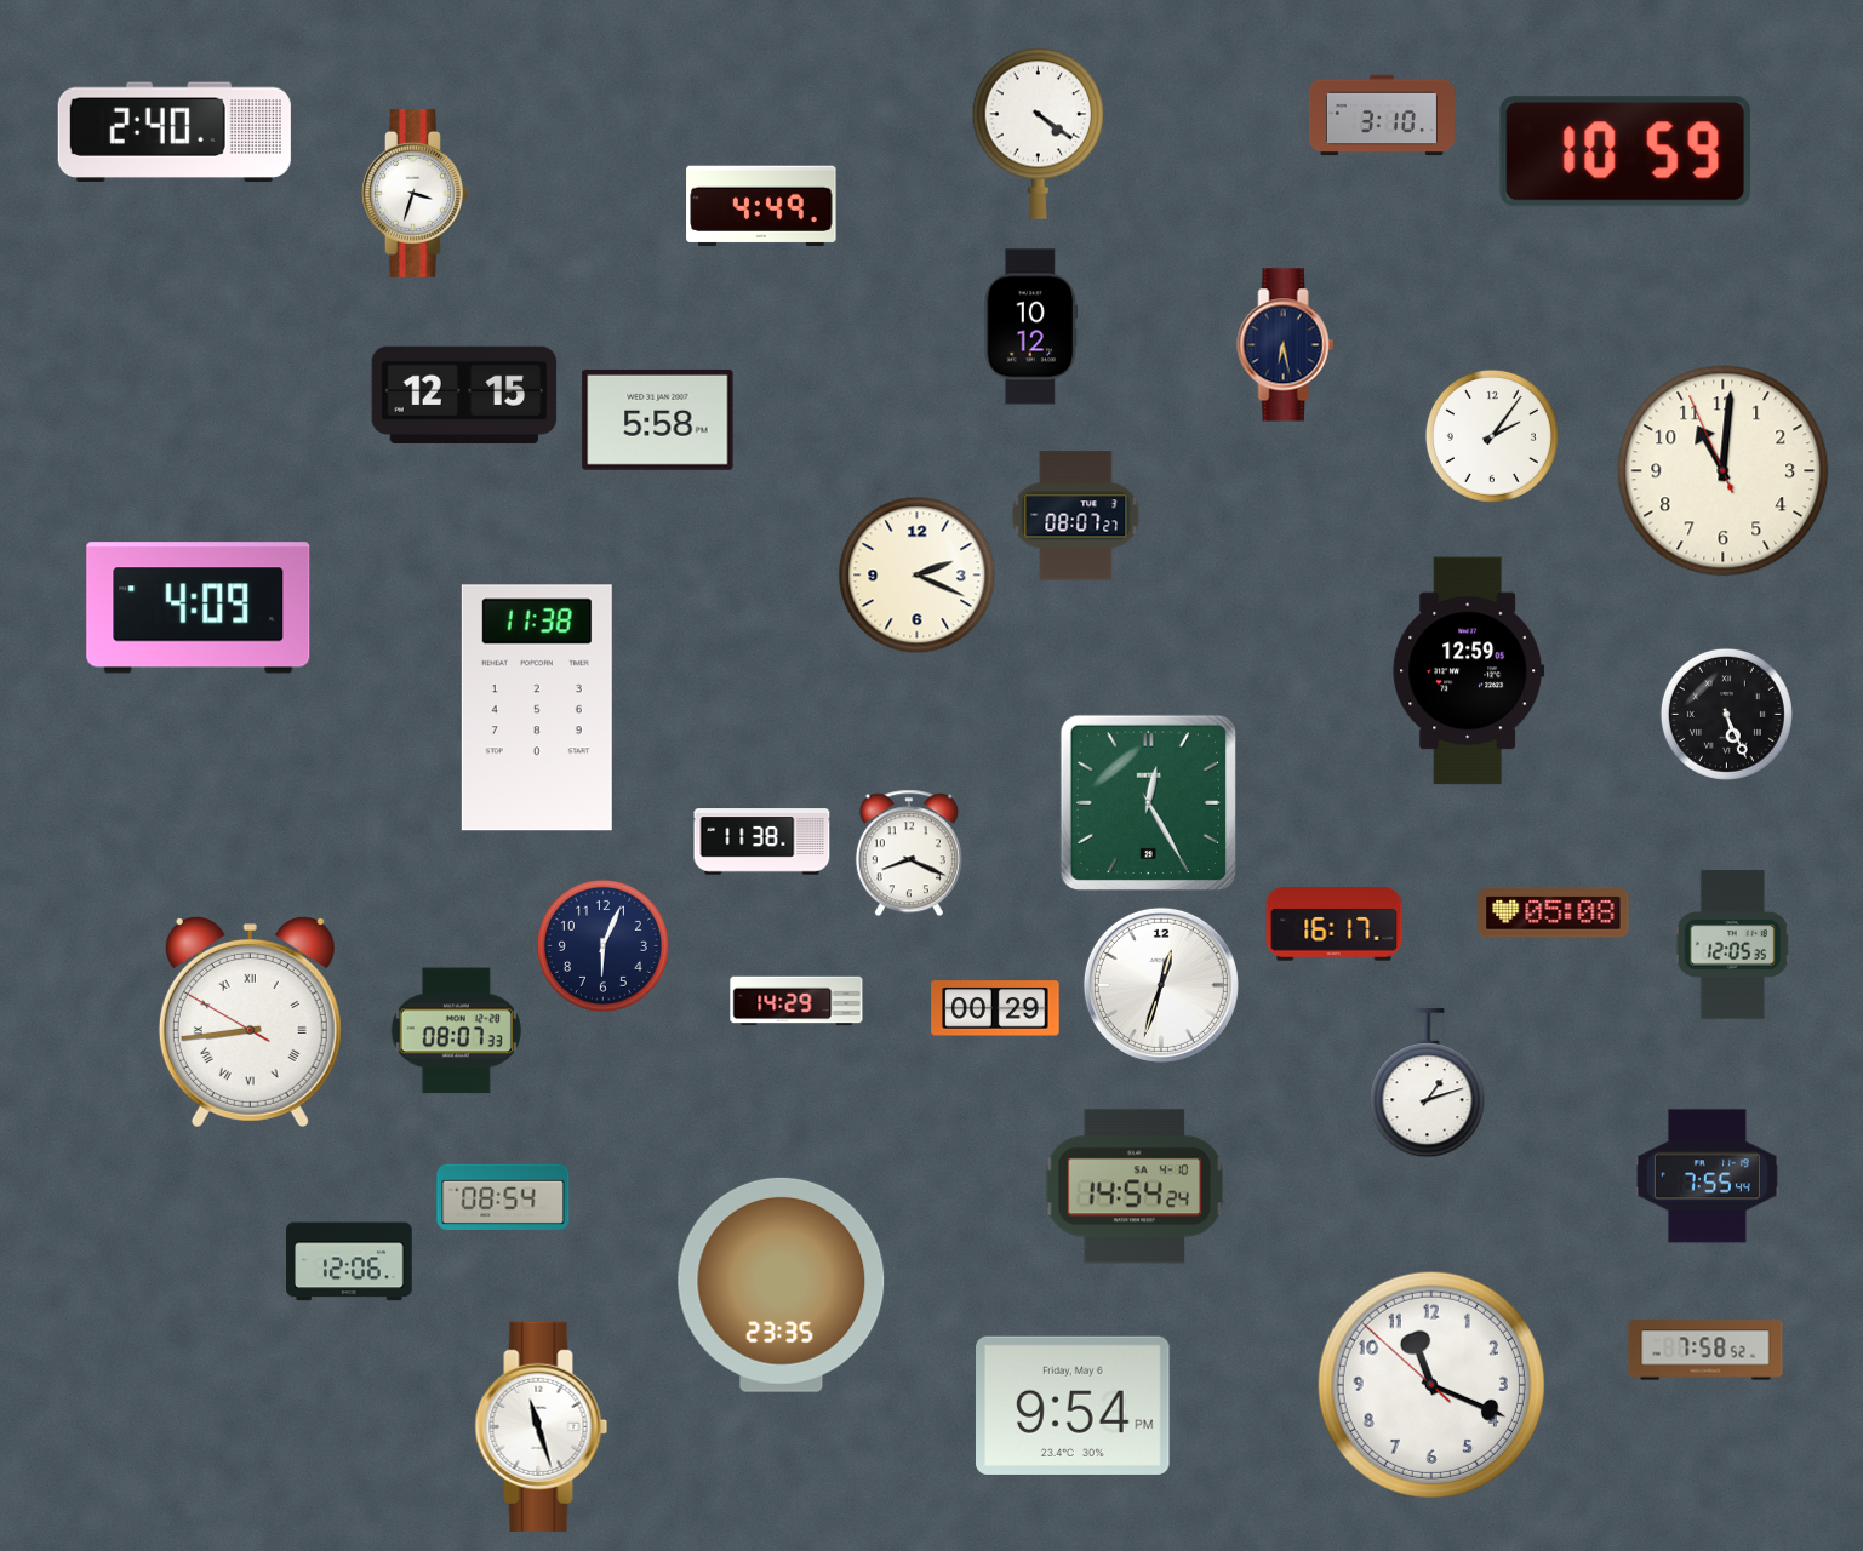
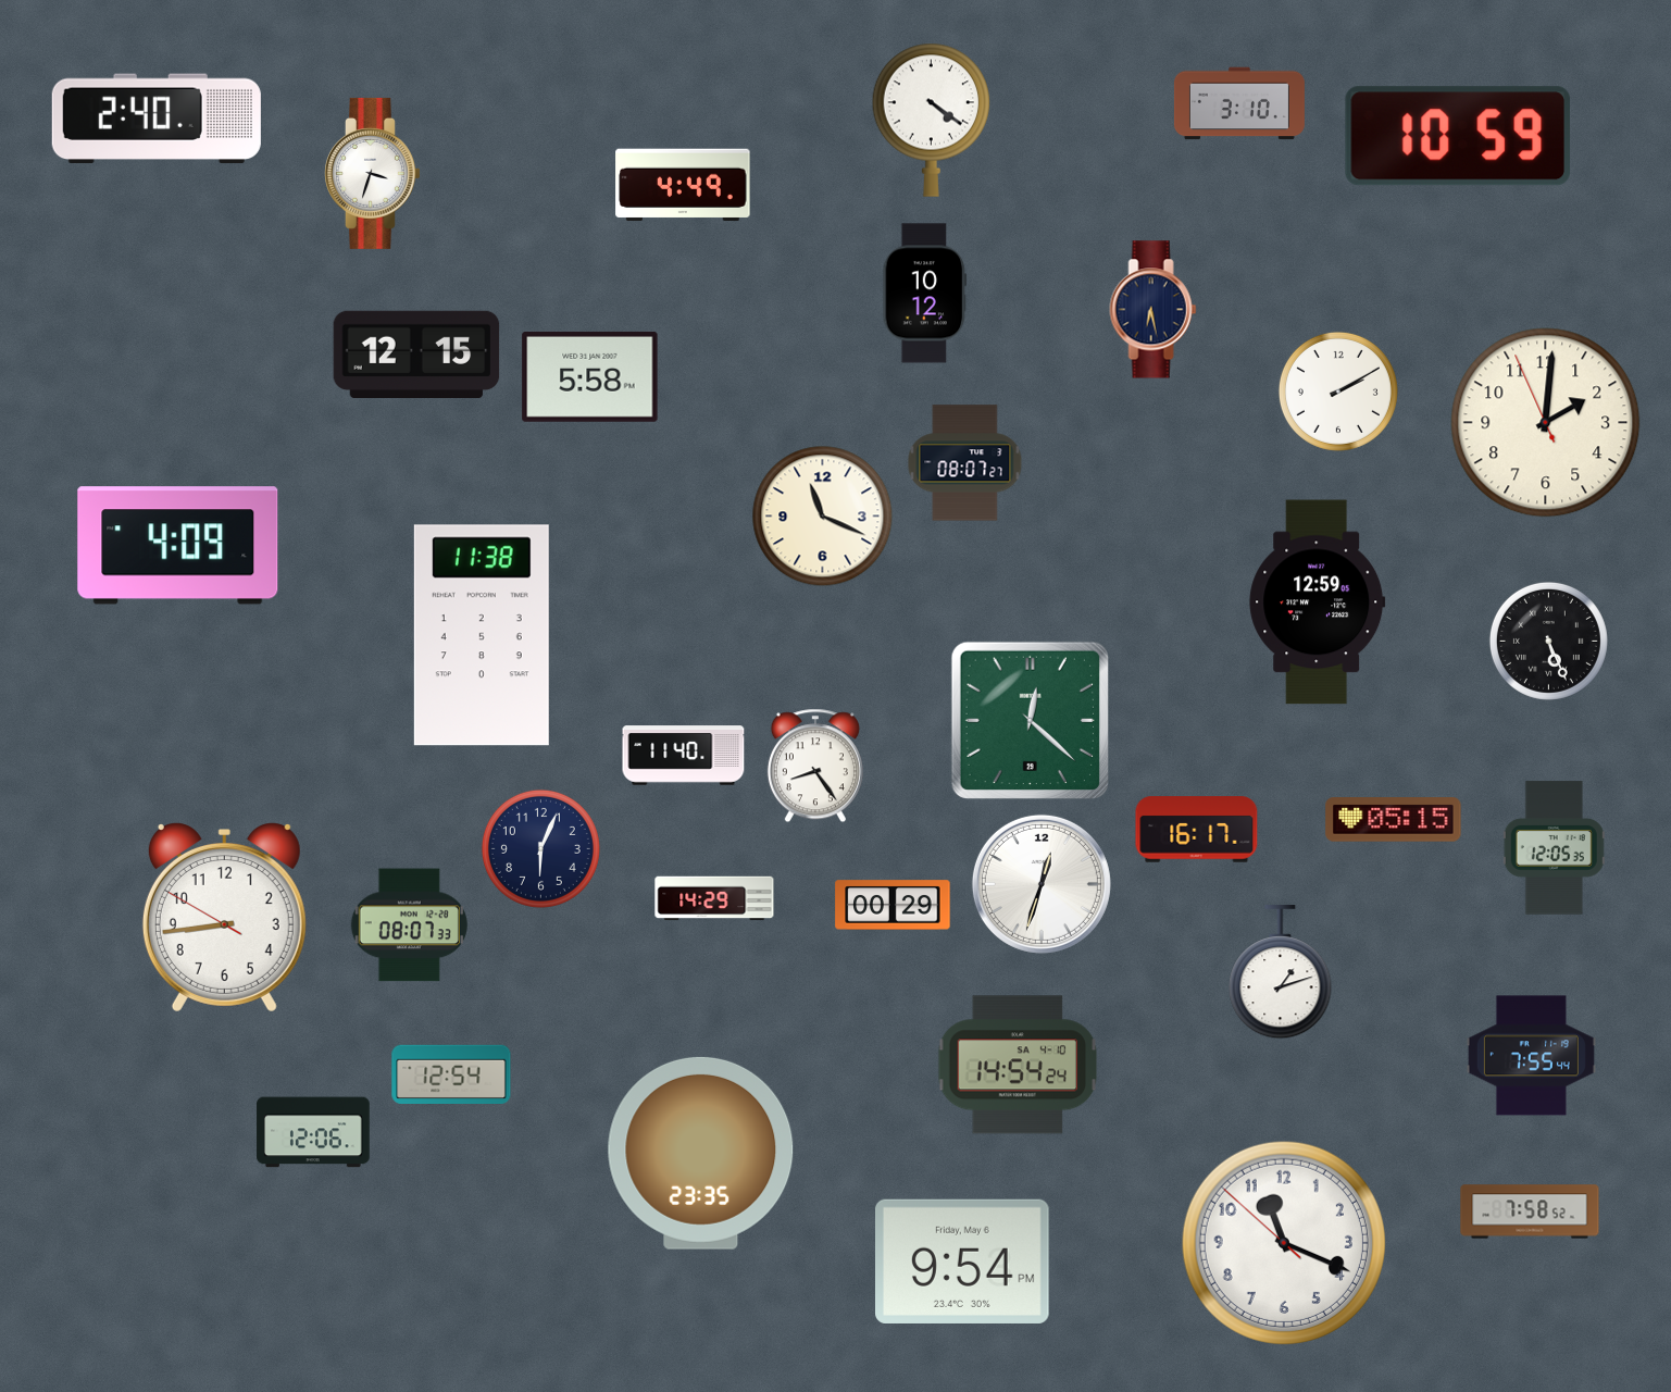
clock at (1492, 436): 2:06 -> 2:10
clock at (1724, 471): 11:00 -> 2:00
clock at (918, 576): 2:19 -> 11:19
clock at (1148, 802): 12:25 -> 12:22
clock at (762, 842): 11:38 -> 11:40
clock at (909, 853): 8:19 -> 8:24
clock at (1554, 914): 05:08 -> 05:15
clock at (250, 1023) numerals: Roman -> Arabic
clock at (503, 1196): 08:54 -> 12:54
clock at (542, 1426): 11:27 -> none
